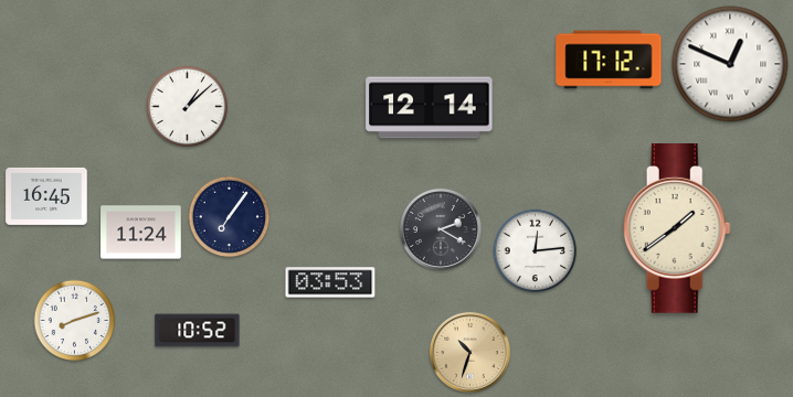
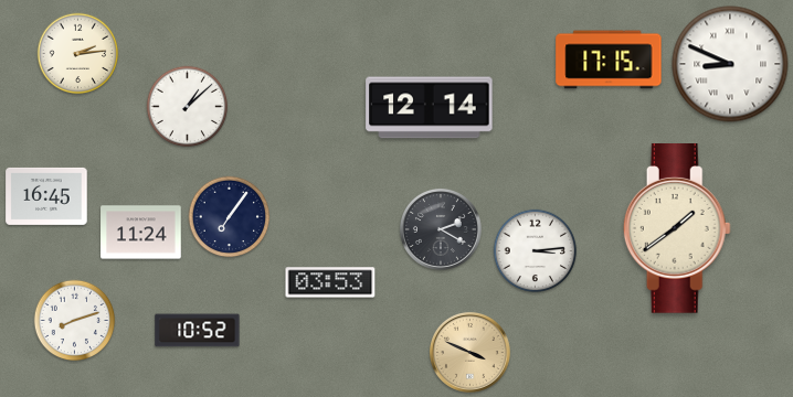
clock at (78, 54): none -> 2:14
clock at (609, 60): 17:12 -> 17:15
clock at (730, 64): 12:49 -> 8:49
clock at (536, 251): 12:14 -> 3:14
clock at (469, 352): 10:33 -> 3:49
